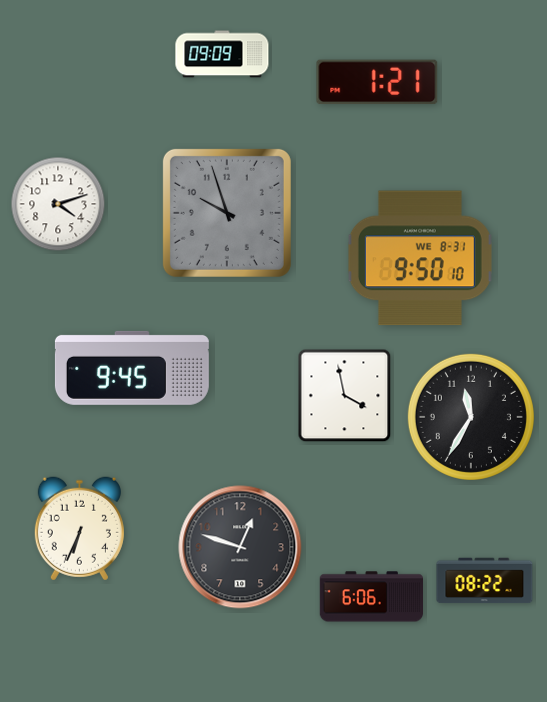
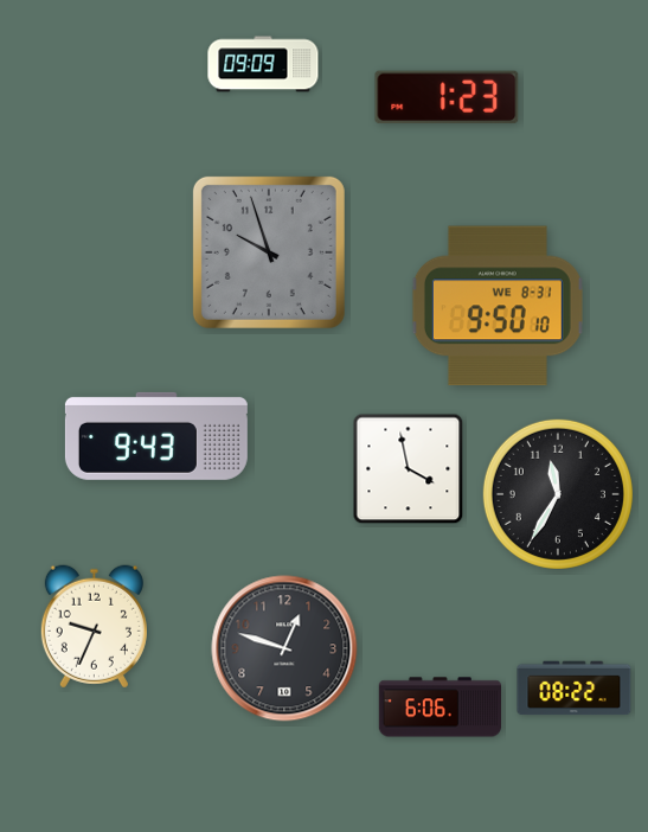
clock at (377, 82): 1:21 -> 1:23
clock at (58, 204): 4:12 -> none
clock at (132, 368): 9:45 -> 9:43
clock at (79, 529): 6:34 -> 9:34
